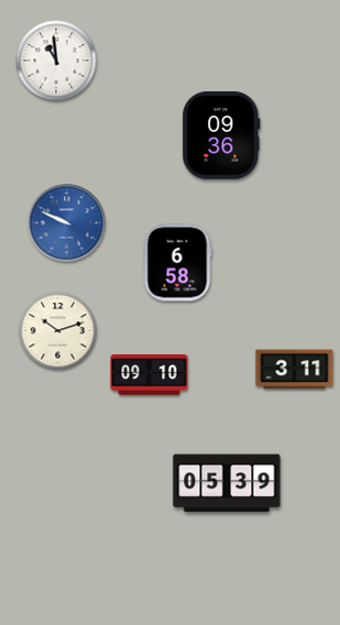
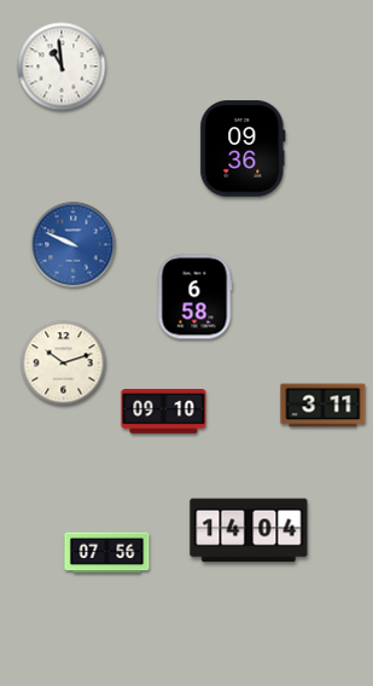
clock at (177, 263) position: (177, 263) -> (194, 297)
clock at (227, 483): 05:39 -> 14:04
clock at (107, 553): none -> 07:56
